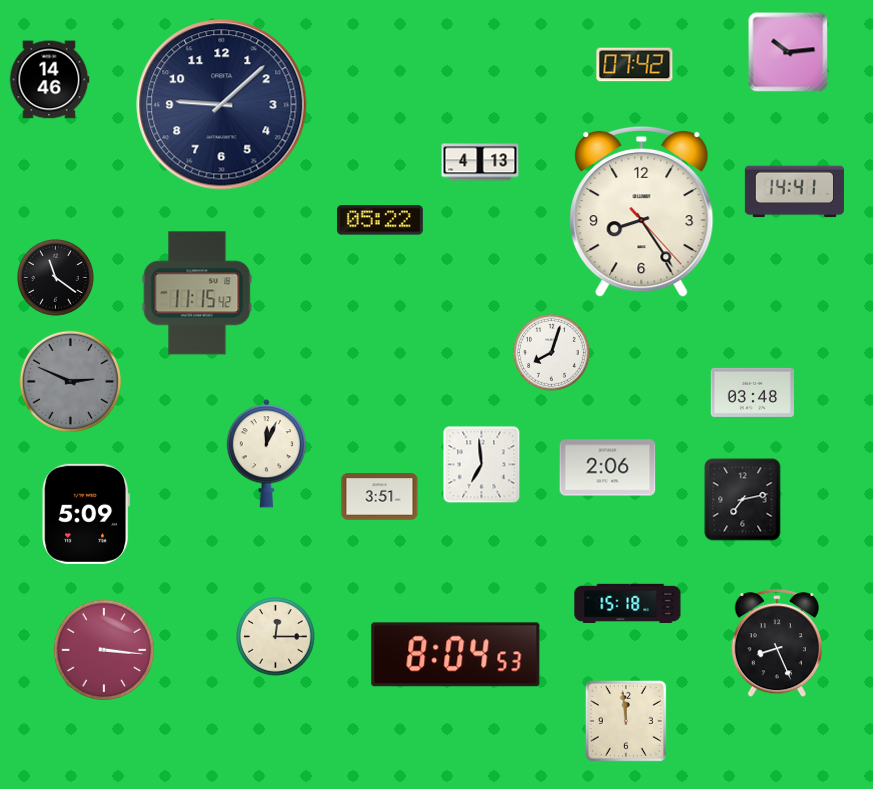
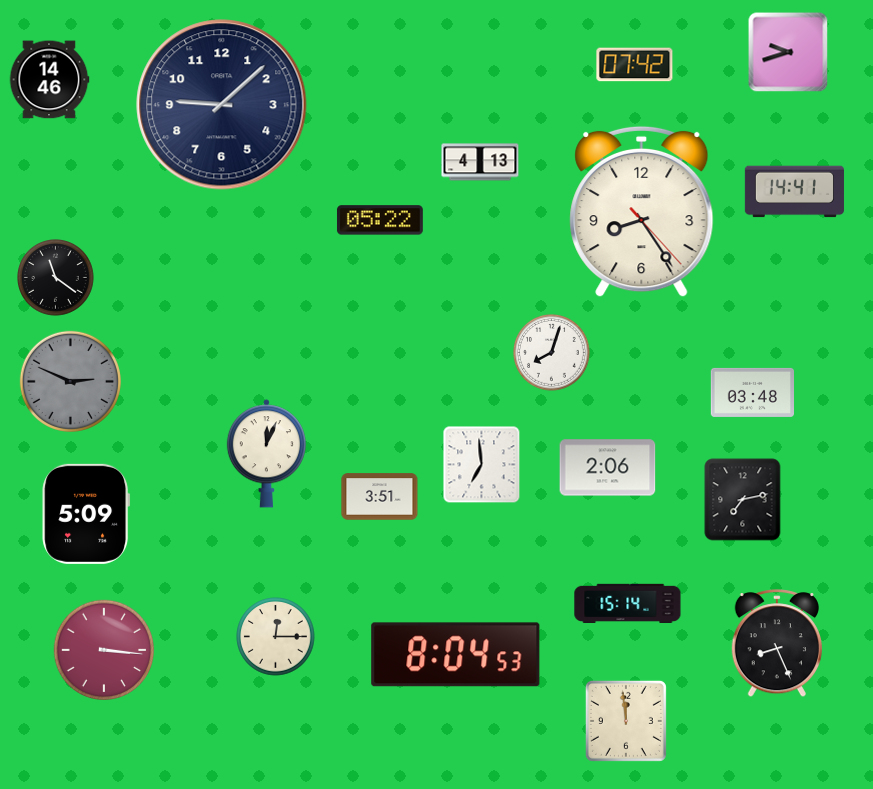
clock at (788, 52): 10:14 -> 9:42
clock at (197, 293): 11:15 -> none
clock at (628, 603): 15:18 -> 15:14
